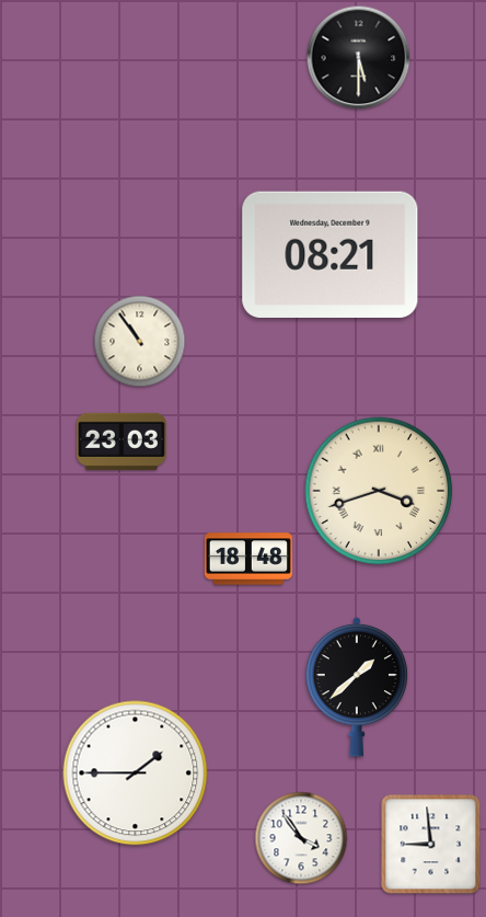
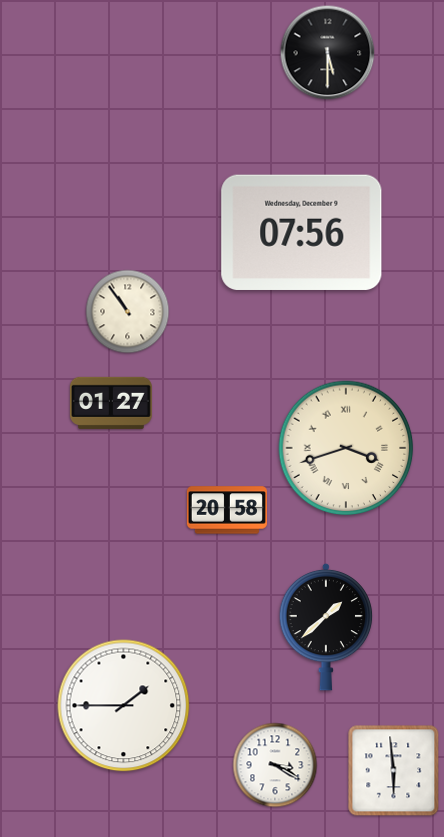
clock at (331, 254): 08:21 -> 07:56
clock at (121, 442): 23:03 -> 01:27
clock at (248, 559): 18:48 -> 20:58
clock at (301, 838): 3:54 -> 3:20
clock at (431, 845): 8:59 -> 5:59
